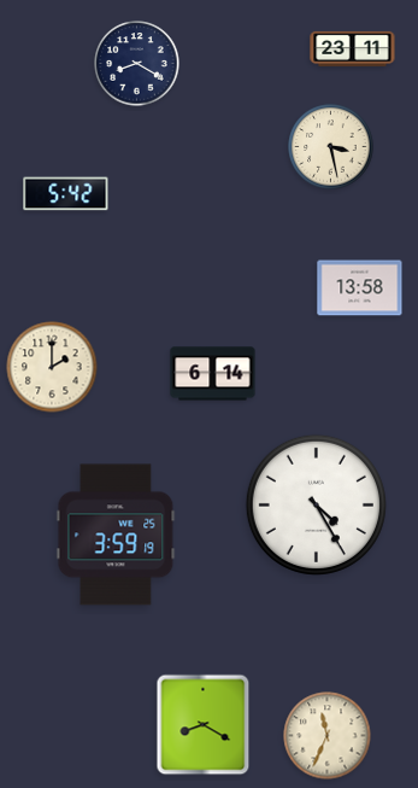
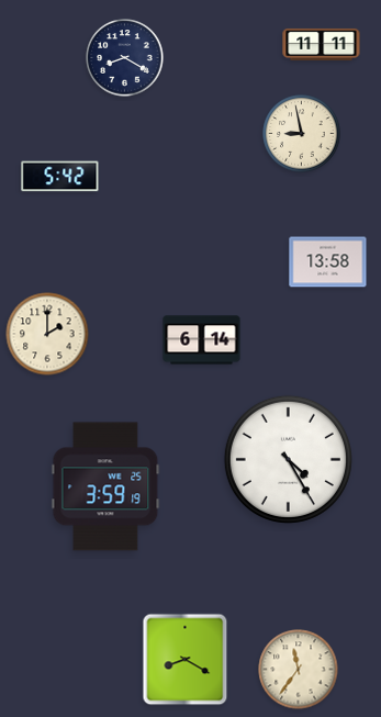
clock at (353, 48): 23:11 -> 11:11
clock at (331, 147): 3:28 -> 8:58
clock at (213, 374) position: (213, 374) -> (202, 340)
clock at (328, 736): 11:34 -> 11:36
